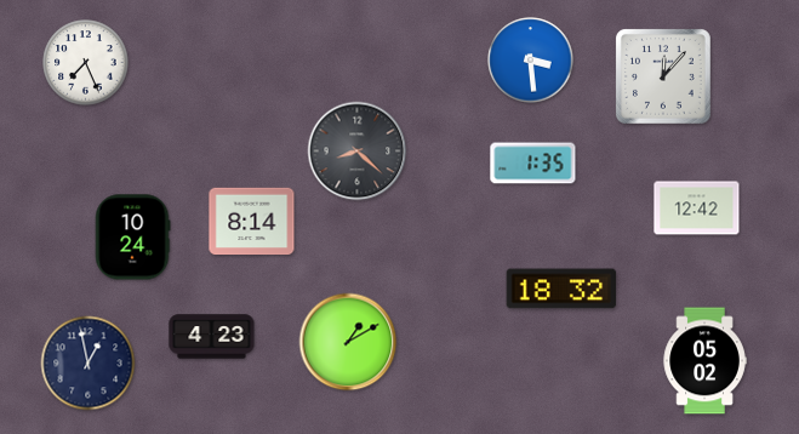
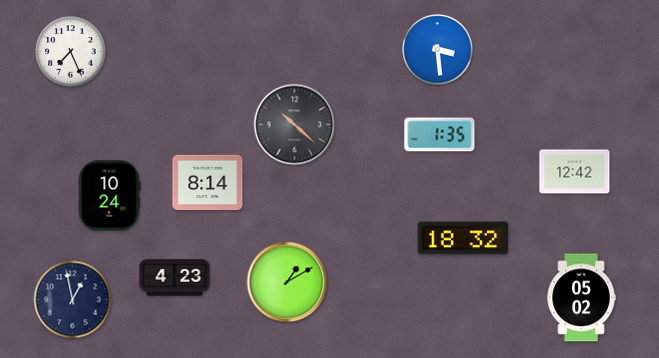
clock at (664, 78): 12:07 -> none
clock at (358, 152): 8:22 -> 10:22
